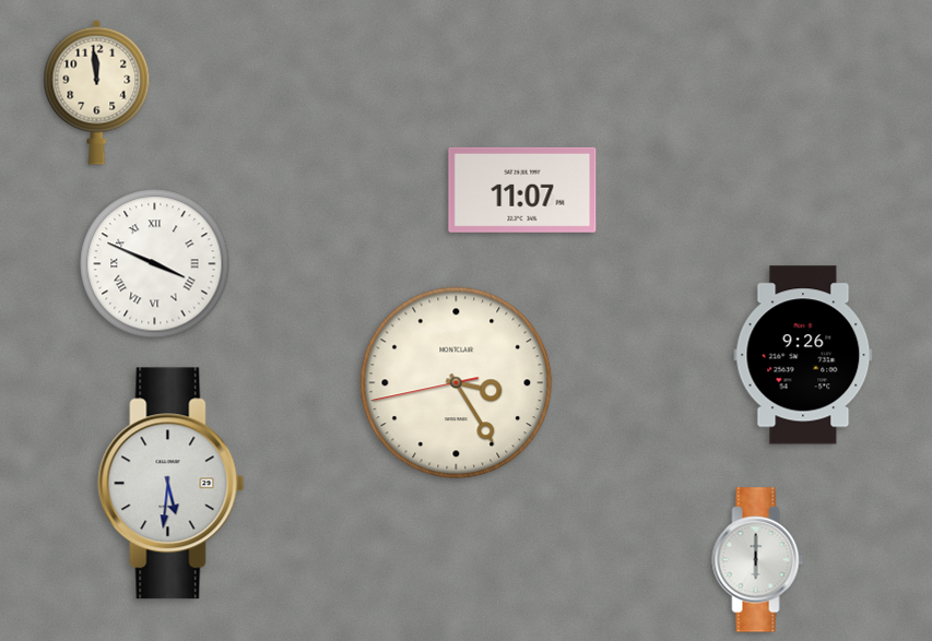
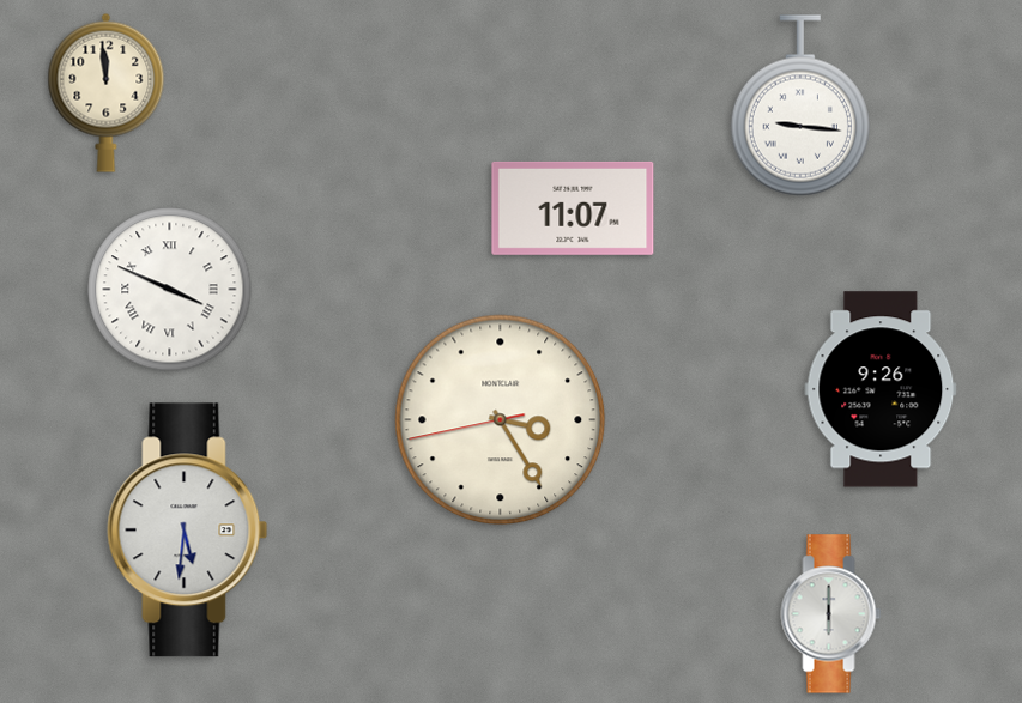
clock at (97, 92) position: (97, 92) -> (107, 92)
clock at (800, 105): none -> 9:16
